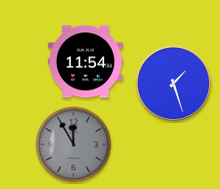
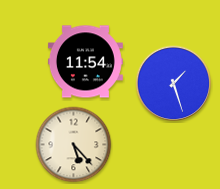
clock at (74, 145): 11:55 -> 5:23
clock at (74, 145) dial: grey -> cream
